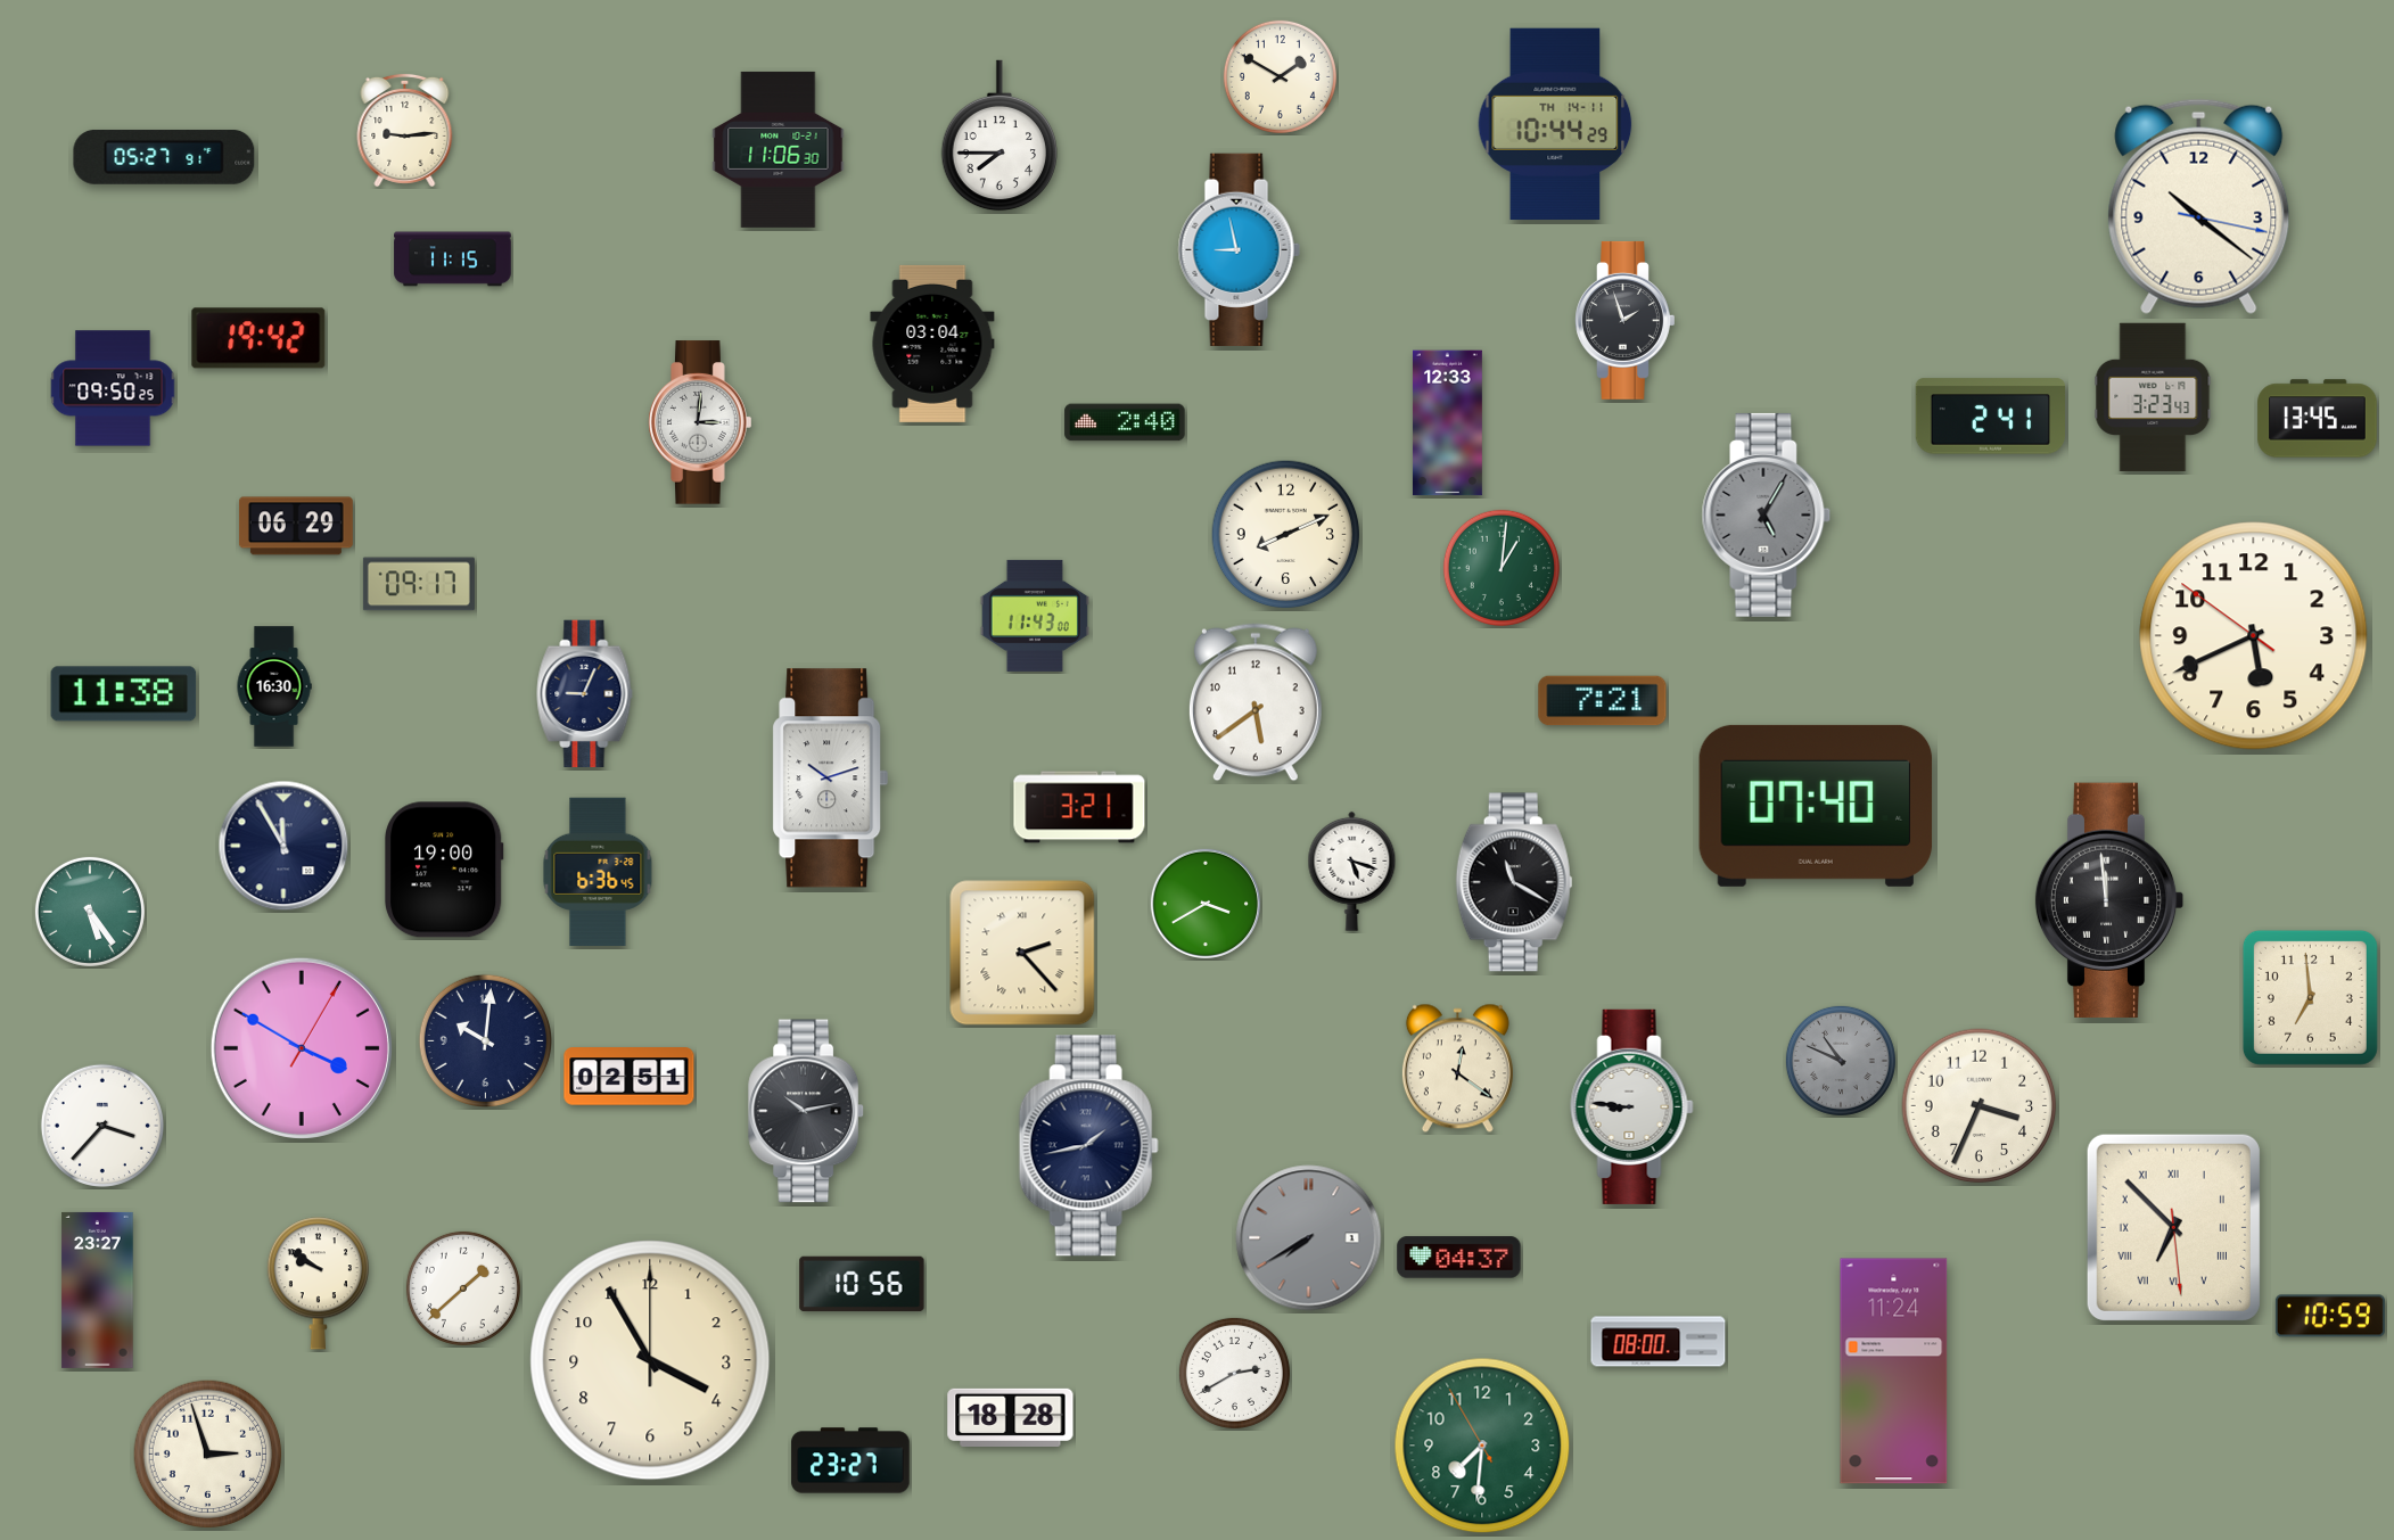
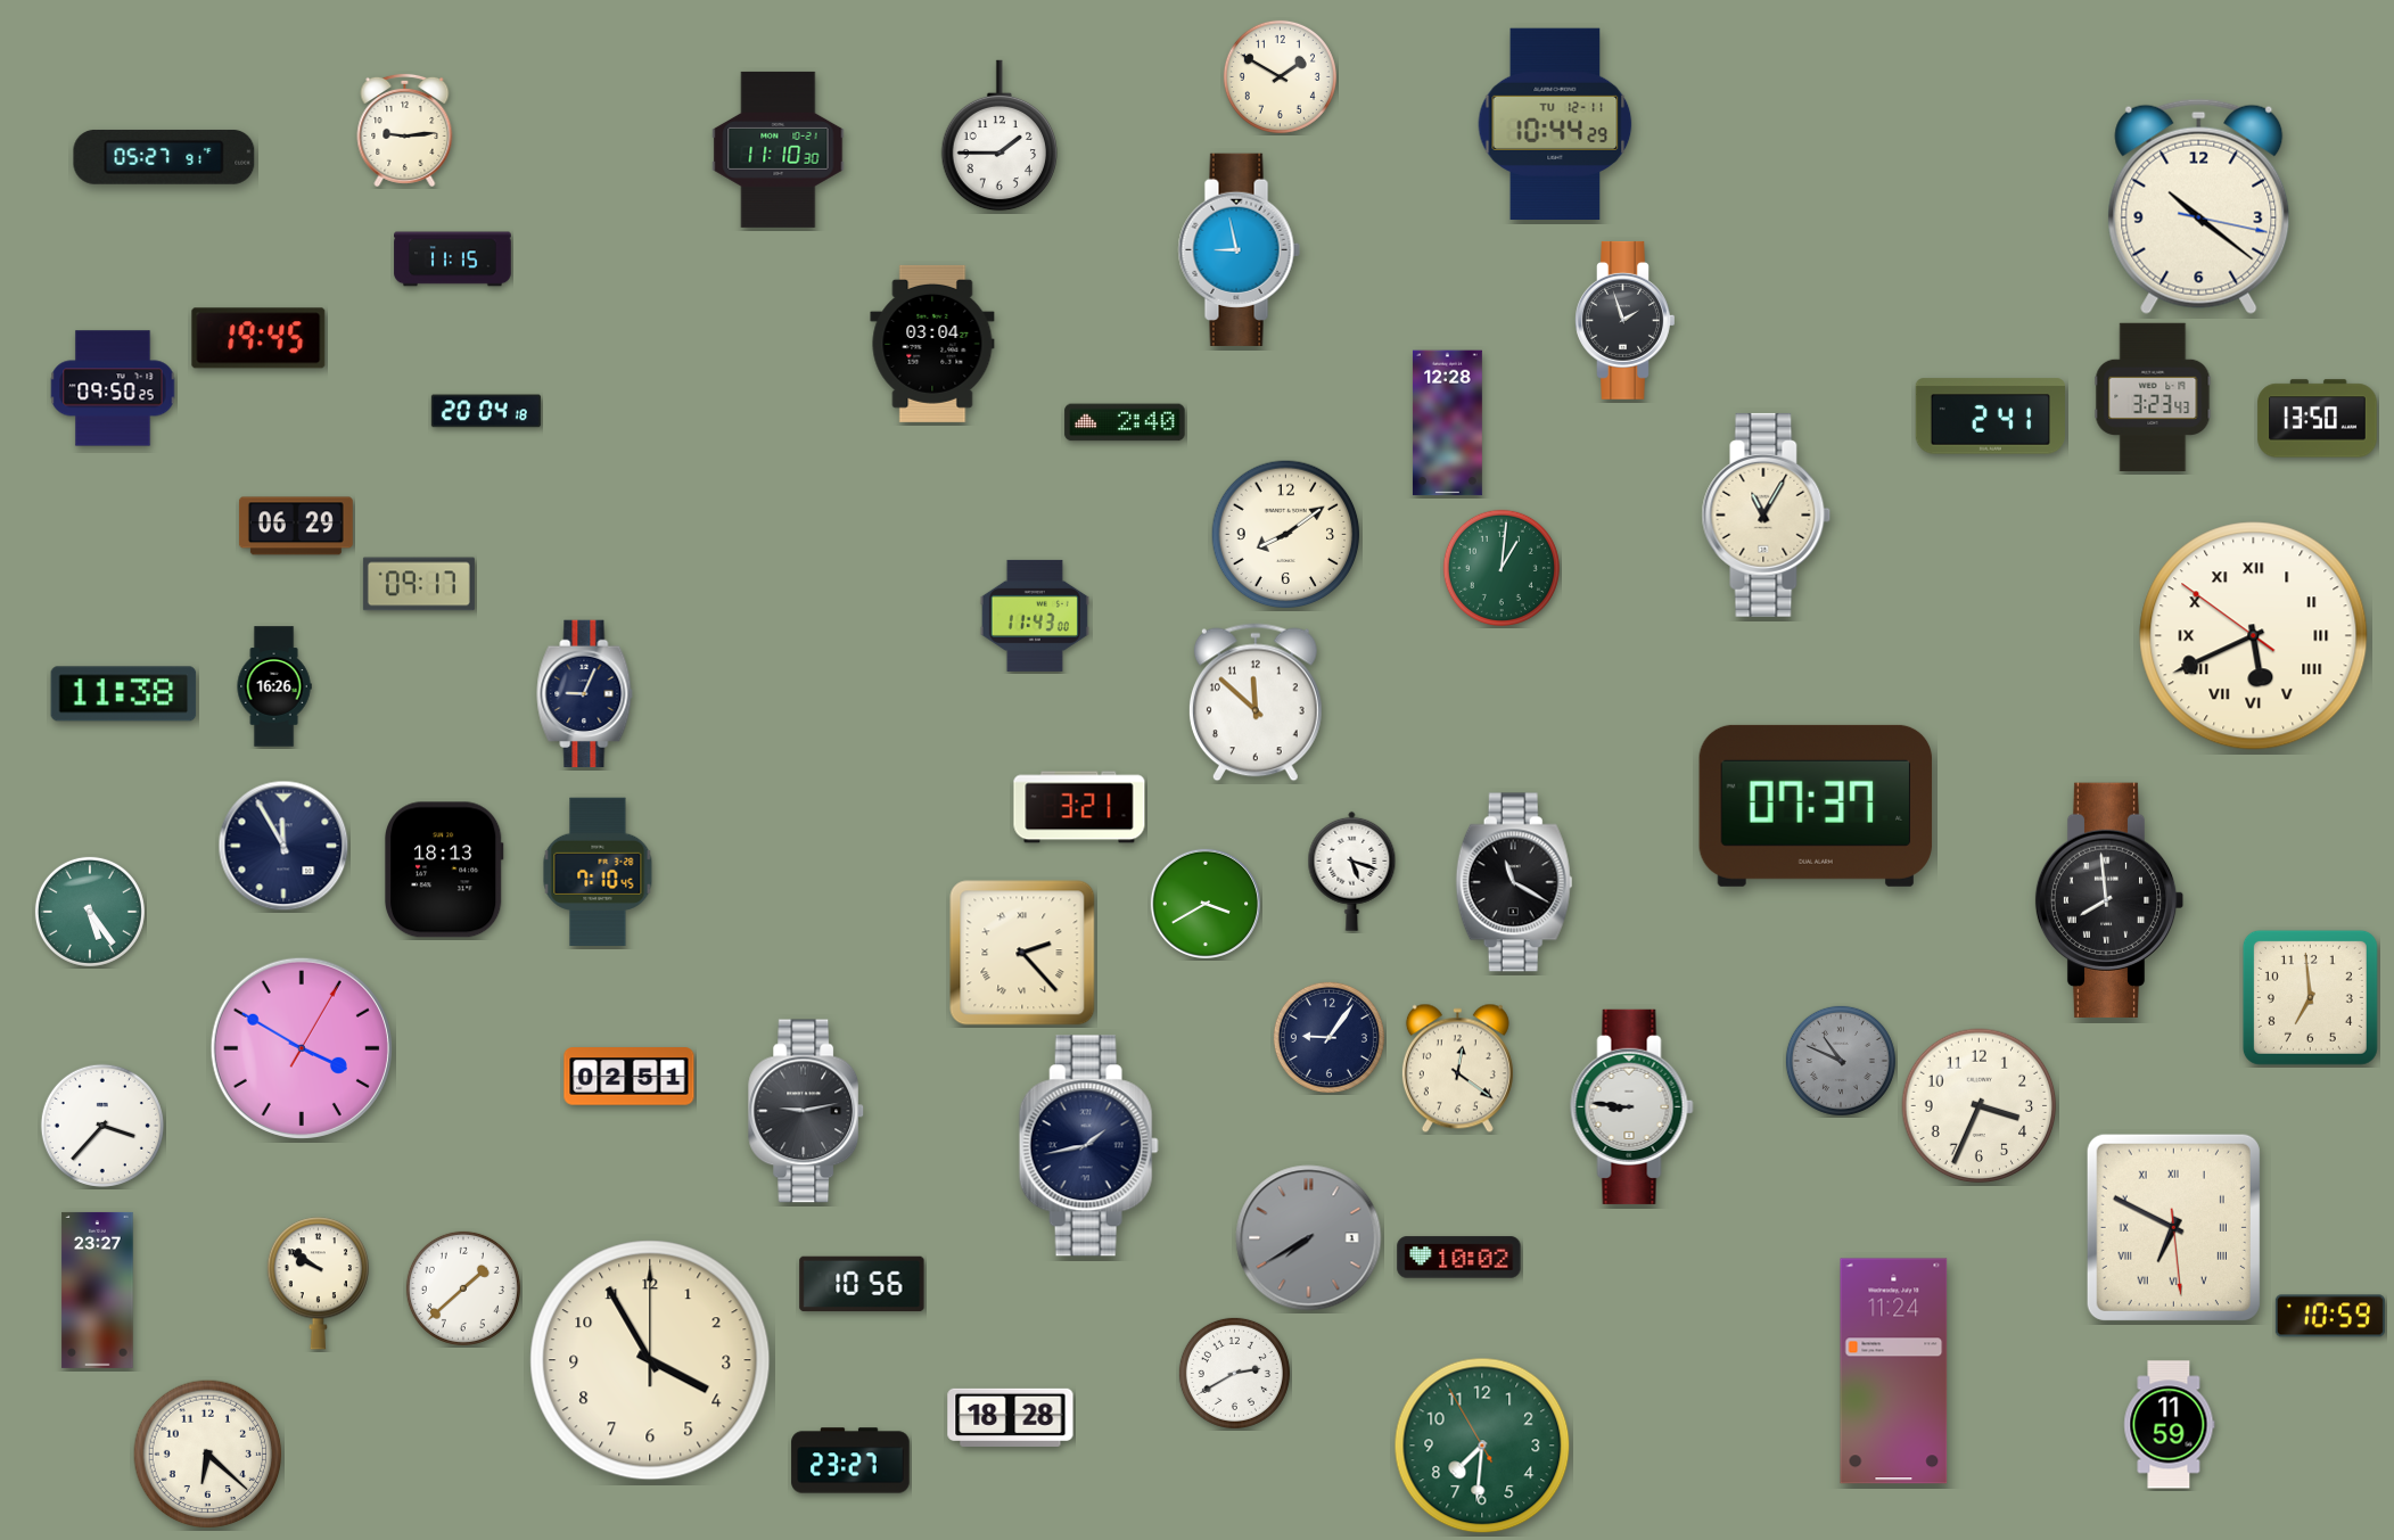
clock at (1555, 124) date: TH 14-11 -> TU 12-11
clock at (999, 135): 7:45 -> 1:45
clock at (779, 149): 11:06 -> 11:10
clock at (258, 338): 19:42 -> 19:45
clock at (486, 411): none -> 20:04
clock at (2318, 419): 13:45 -> 13:50
clock at (700, 422): 3:01 -> none
clock at (1447, 423): 12:33 -> 12:28
clock at (1767, 514): 5:05 -> 11:05
clock at (1767, 514) dial: grey -> cream
clock at (1286, 535): 8:11 -> 8:09
clock at (2254, 636) numerals: Arabic -> Roman
clock at (274, 686): 16:30 -> 16:26
clock at (1603, 701): 7:21 -> none
clock at (1256, 702): 5:39 -> 11:52
clock at (831, 779): 10:12 -> none
clock at (1816, 806): 07:40 -> 07:37
clock at (445, 870): 19:00 -> 18:13
clock at (598, 871): 6:36 -> 7:10
clock at (2109, 900): 11:59 -> 7:59
clock at (1328, 1037): none -> 9:06
clock at (485, 1040): 10:01 -> none
clock at (807, 1111): 10:13 -> 9:13
clock at (2173, 1227): 6:52 -> 6:49
clock at (1459, 1258): 04:37 -> 10:02
clock at (1659, 1342): 08:00 -> none
clock at (2170, 1425): none -> 11:59
clock at (208, 1455): 2:57 -> 6:22
